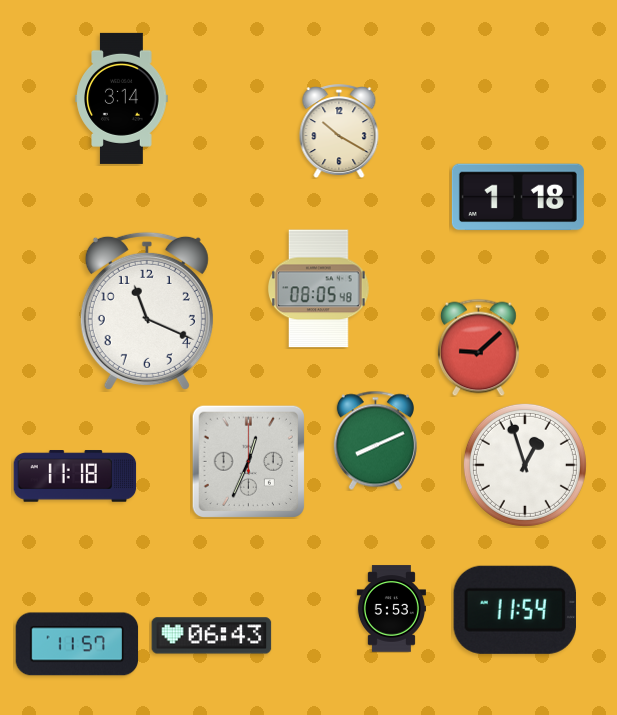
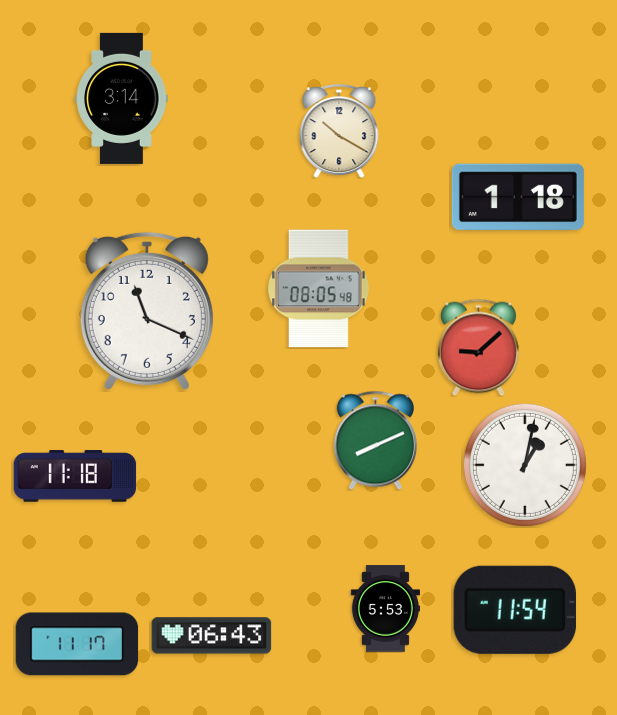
clock at (248, 461): 12:34 -> none
clock at (525, 465): 12:57 -> 1:02
clock at (391, 609) position: (391, 609) -> (385, 609)
clock at (77, 644): 11:57 -> 11:17
